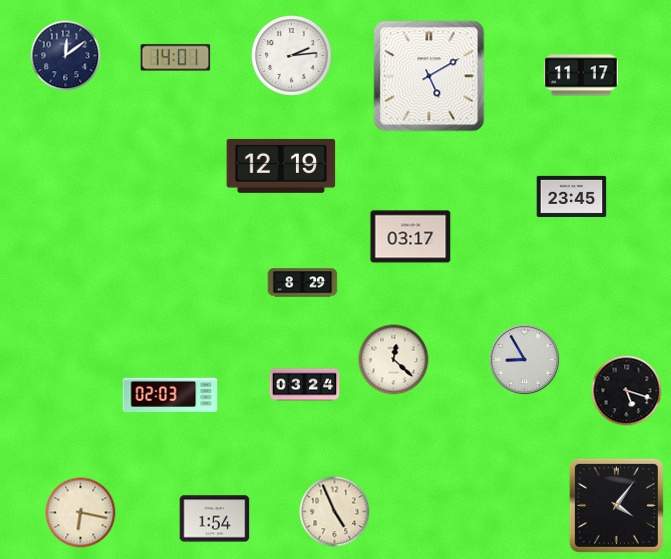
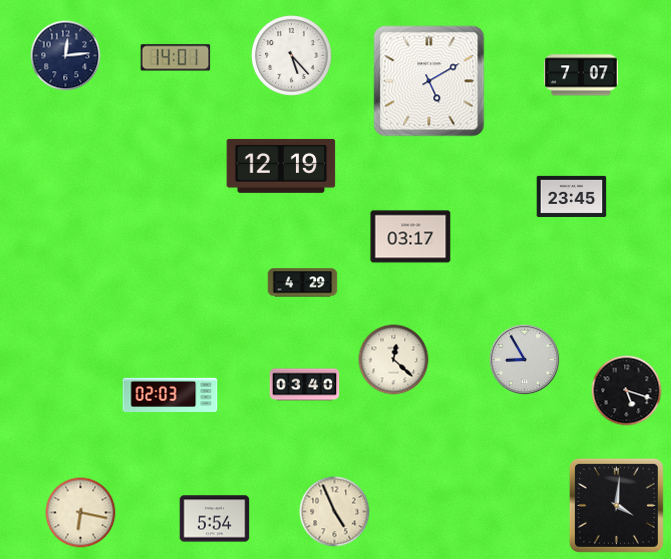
clock at (66, 56): 12:09 -> 12:14
clock at (292, 56): 2:14 -> 5:23
clock at (582, 75): 11:17 -> 7:07
clock at (429, 76) position: (429, 76) -> (429, 81)
clock at (303, 283): 8:29 -> 4:29
clock at (305, 385): 03:24 -> 03:40
clock at (616, 505): 4:06 -> 4:01
clock at (215, 519): 1:54 -> 5:54
